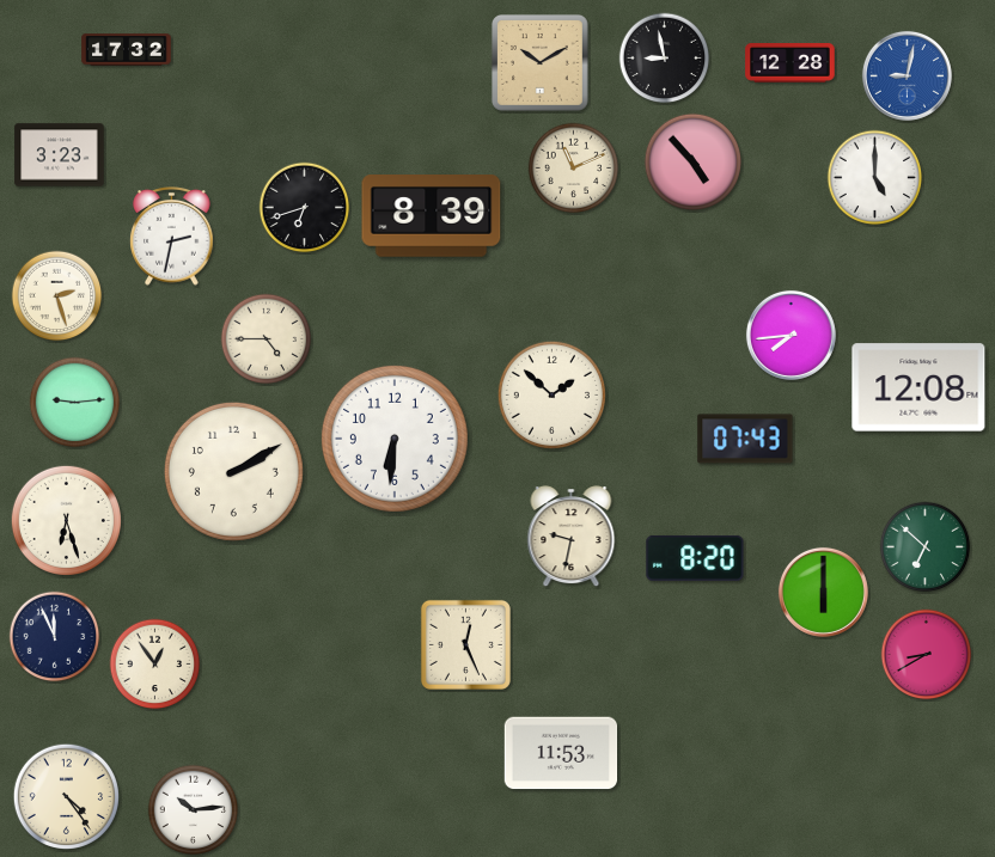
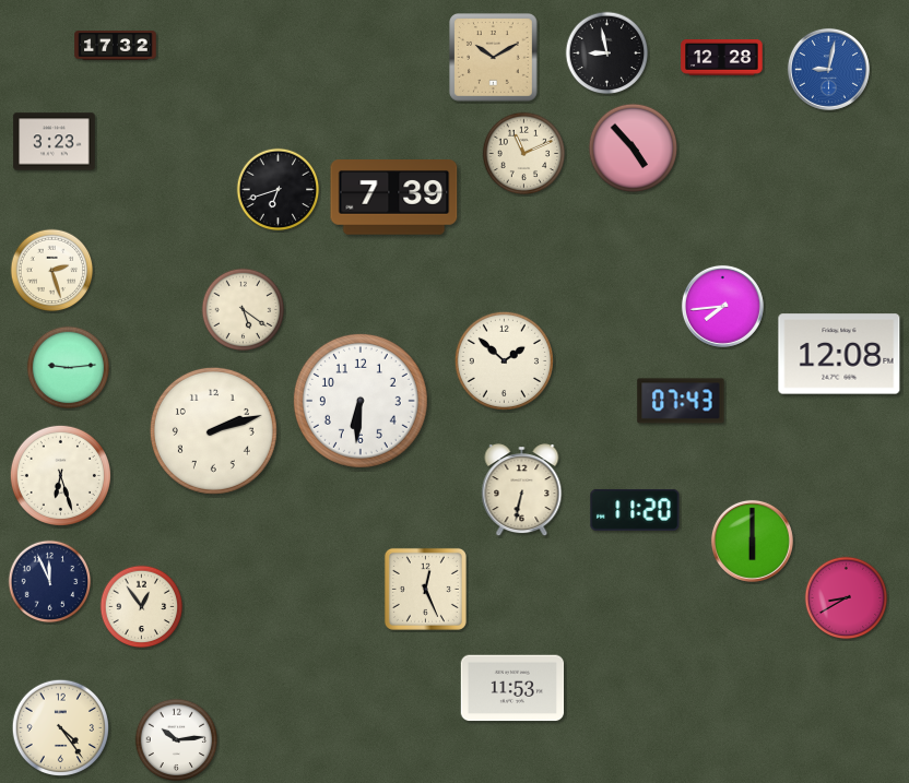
clock at (875, 178): 5:00 -> none
clock at (432, 216): 8:39 -> 7:39
clock at (172, 237): 2:32 -> none
clock at (267, 339): 4:45 -> 5:21
clock at (233, 471): 2:10 -> 2:12
clock at (572, 537): 9:32 -> 6:32
clock at (926, 547): 6:52 -> none
clock at (695, 558): 8:20 -> 11:20
